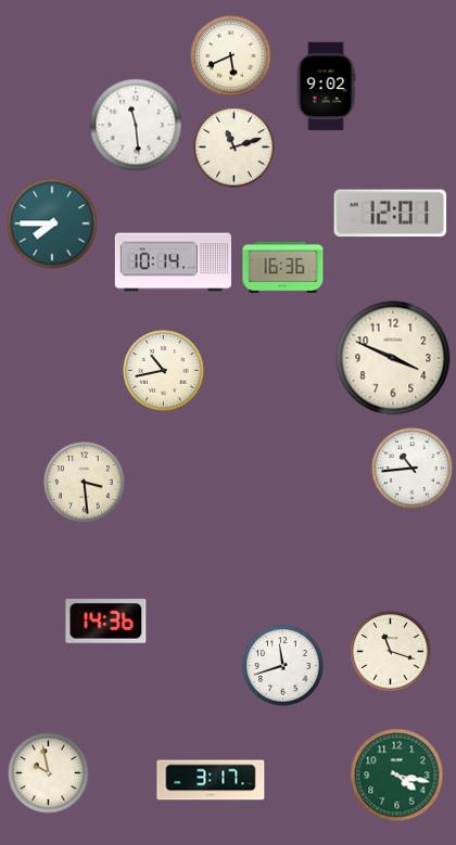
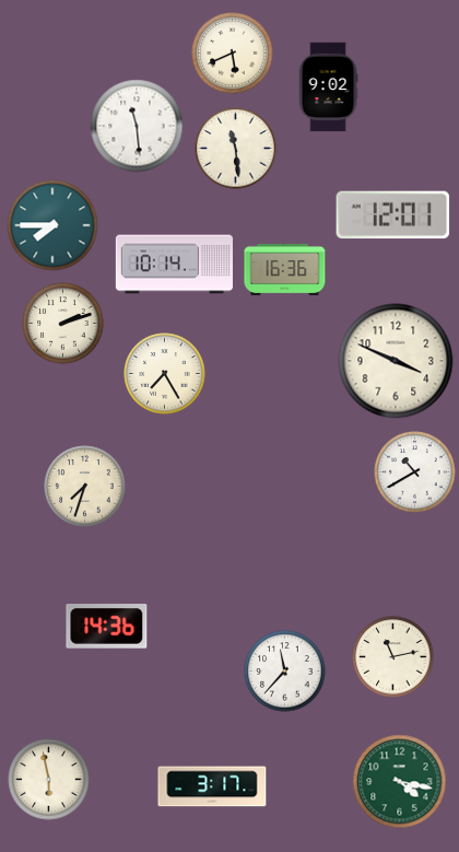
clock at (231, 56) position: (231, 56) -> (233, 54)
clock at (235, 148): 11:12 -> 11:29
clock at (63, 324): none -> 2:12
clock at (164, 371): 10:43 -> 7:25
clock at (413, 469): 10:44 -> 10:40
clock at (85, 483): 3:29 -> 7:33
clock at (391, 652): 11:18 -> 11:13
clock at (283, 666): 11:42 -> 11:37
clock at (49, 773): 9:58 -> 5:58
